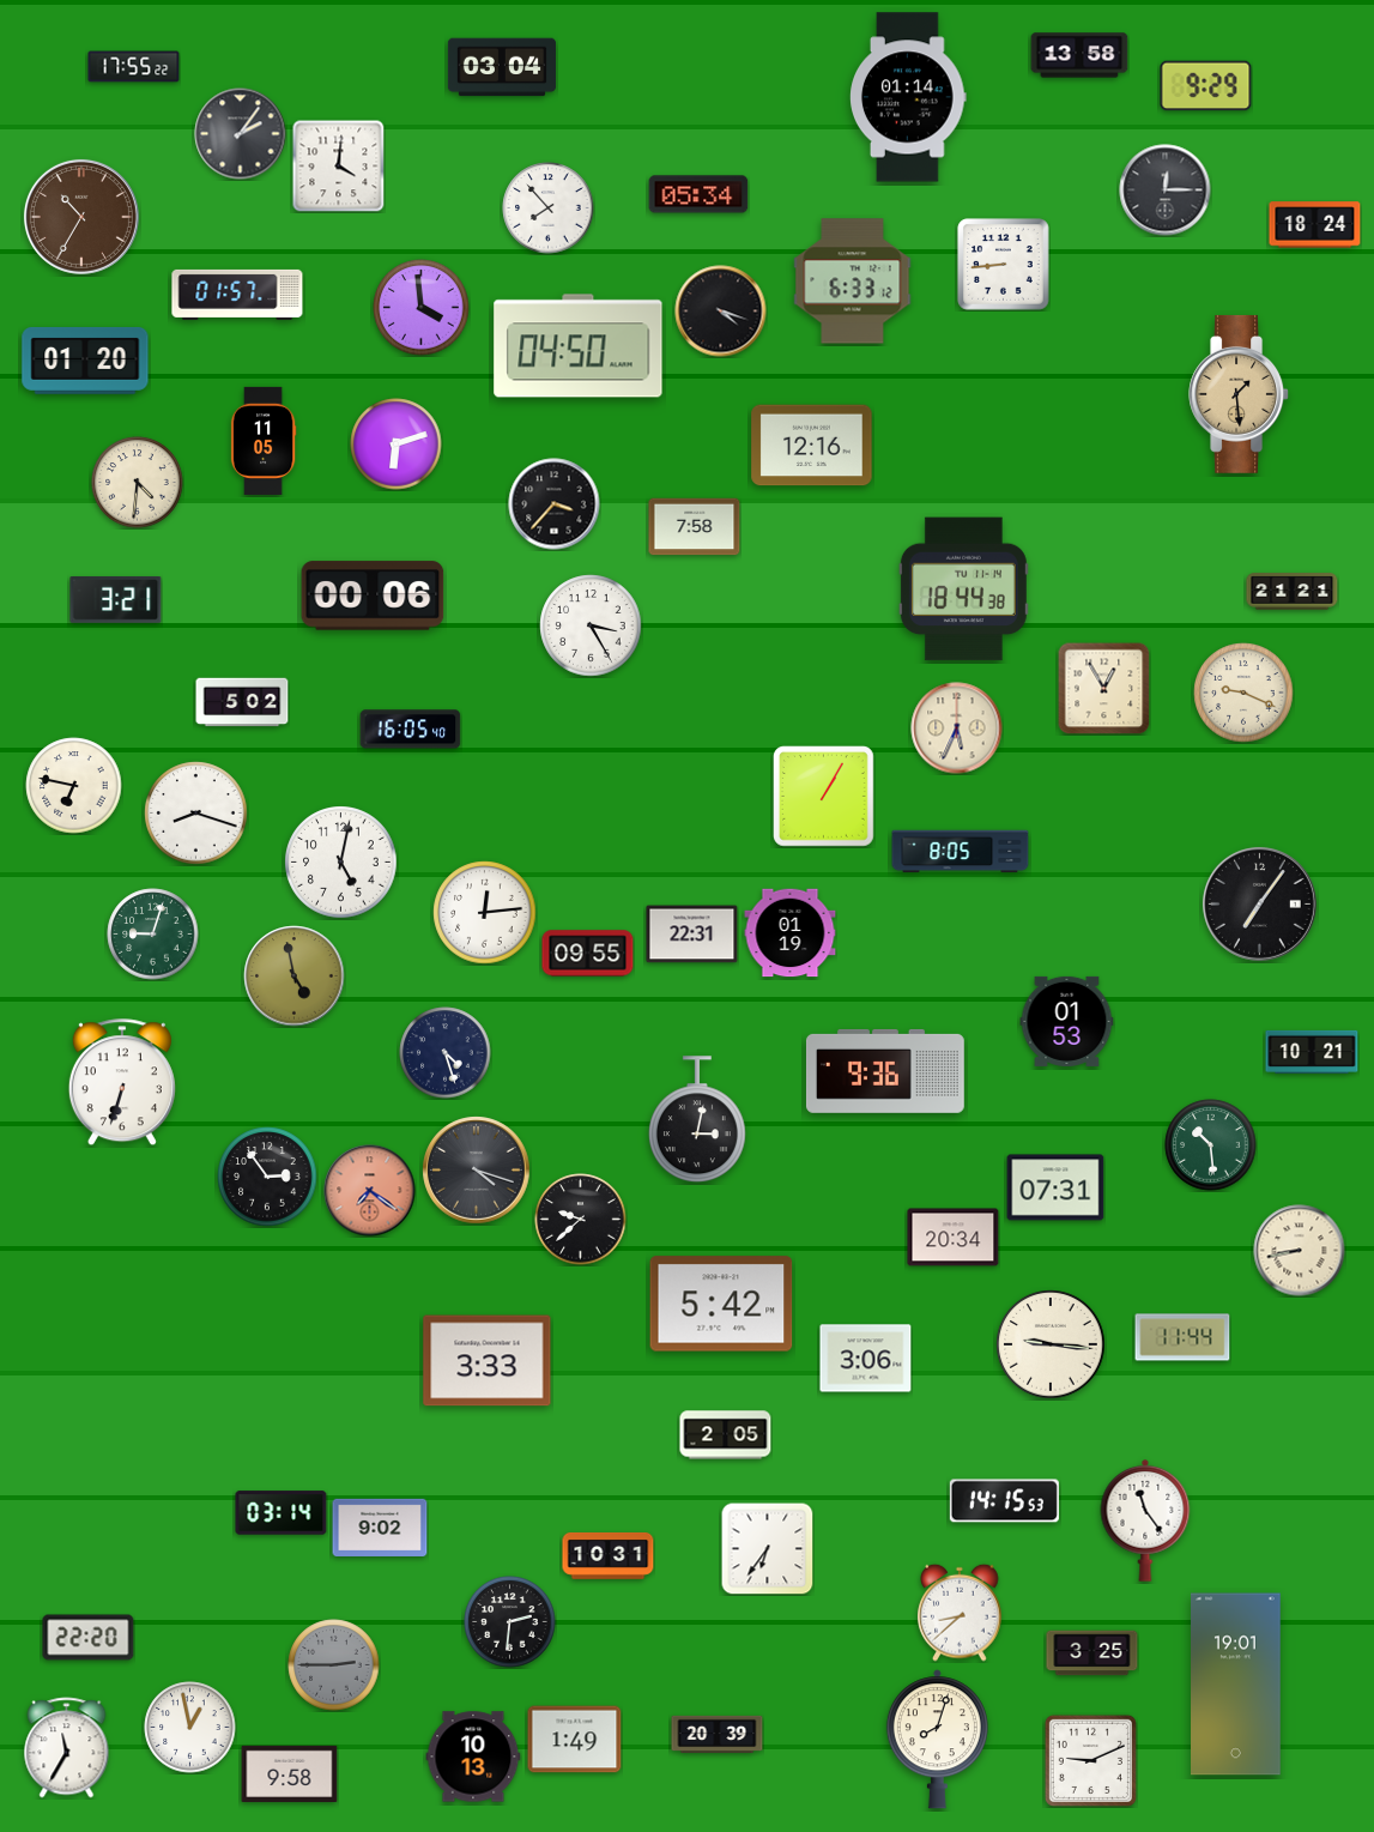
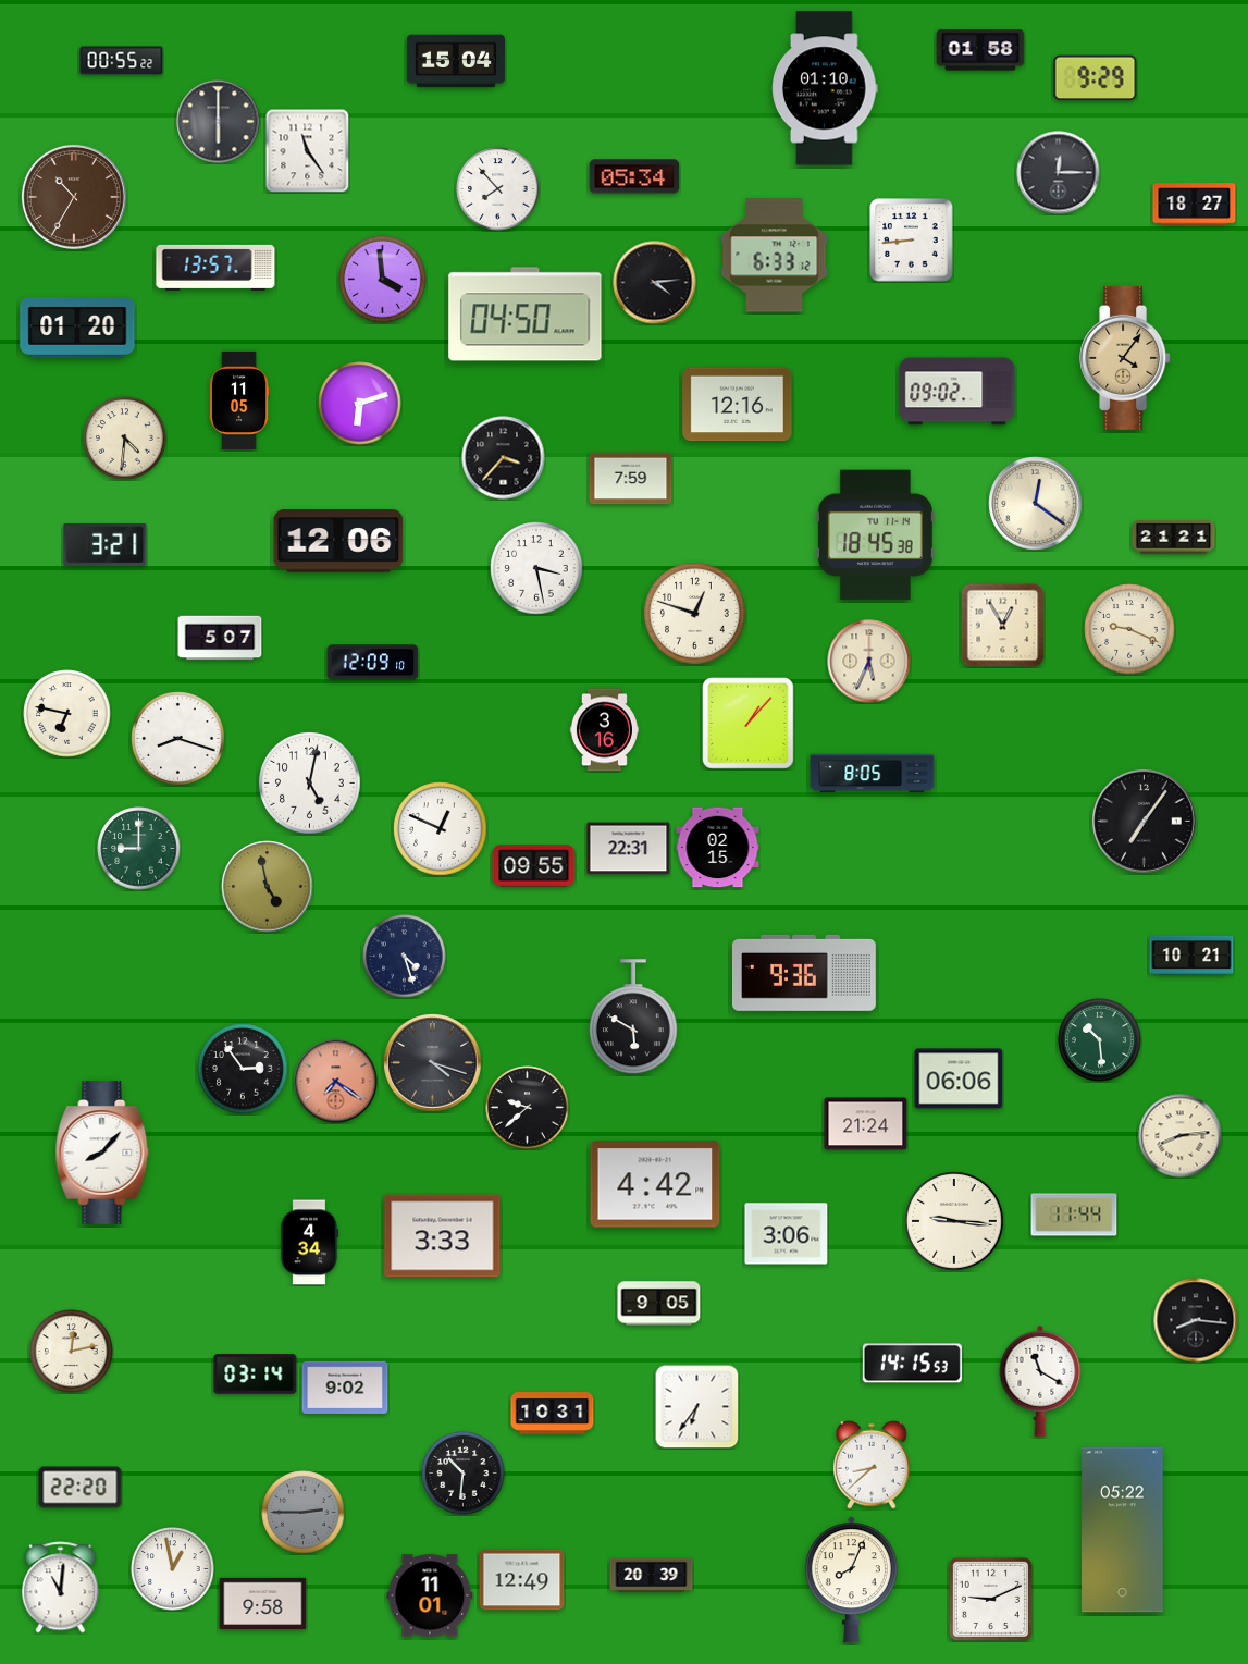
clock at (1079, 55): 13:58 -> 01:58
clock at (134, 67): 17:55 -> 00:55
clock at (502, 67): 03:04 -> 15:04
clock at (909, 97): 01:14 -> 01:10
clock at (241, 134): 2:06 -> 6:00
clock at (338, 165): 4:01 -> 11:24
clock at (1315, 225): 18:24 -> 18:27
clock at (237, 295): 01:57 -> 13:57
clock at (721, 312): 4:18 -> 4:14
clock at (1239, 394): 1:29 -> 4:06
clock at (957, 392): none -> 09:02
clock at (695, 527): 7:58 -> 7:59
clock at (1036, 504): none -> 12:21
clock at (963, 589): 18:44 -> 18:45
clock at (373, 595): 00:06 -> 12:06
clock at (591, 625): 3:25 -> 3:28
clock at (695, 614): none -> 12:48
clock at (242, 702): 5:02 -> 5:07
clock at (411, 730): 16:05 -> 12:09
clock at (824, 797): 1:05 -> 1:07
clock at (604, 730): none -> 3:16
clock at (485, 913): 12:14 -> 12:49
clock at (791, 933): 01:19 -> 02:15
clock at (153, 935): 9:03 -> 9:00
clock at (1067, 1021): 01:53 -> none
clock at (122, 1083): 6:33 -> none
clock at (697, 1120): 3:02 -> 5:50
clock at (1055, 1187): 07:31 -> 06:06
clock at (954, 1238): 20:34 -> 21:24
clock at (1300, 1251): 8:43 -> 8:14
clock at (102, 1153): none -> 8:07
clock at (721, 1304): 5:42 -> 4:42
clock at (309, 1243): none -> 4:34
clock at (726, 1435): 2:05 -> 9:05
clock at (1196, 1320): none -> 8:16
clock at (72, 1352): none -> 12:13
clock at (1145, 1520): 11:24 -> 11:20
clock at (510, 1622): 2:31 -> 10:31
clock at (1092, 1653): 3:25 -> none
clock at (1236, 1685): 19:01 -> 05:22
clock at (575, 1740): 1:49 -> 12:49
clock at (937, 1740): 8:03 -> 8:04
clock at (67, 1748): 11:35 -> 11:01
clock at (473, 1757): 10:13 -> 11:01
clock at (290, 1773) position: (290, 1773) -> (263, 1603)
